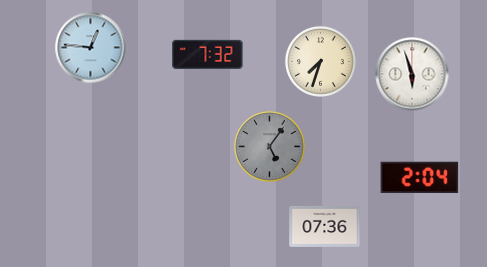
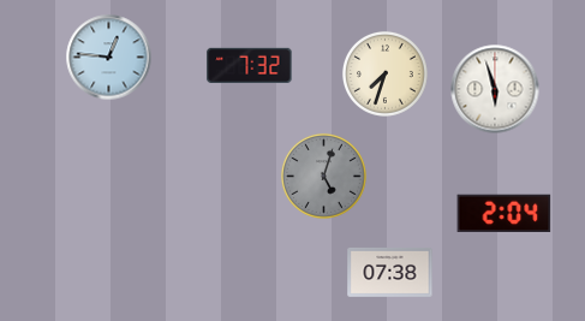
clock at (269, 146): 5:06 -> 5:03
clock at (325, 226): 07:36 -> 07:38
